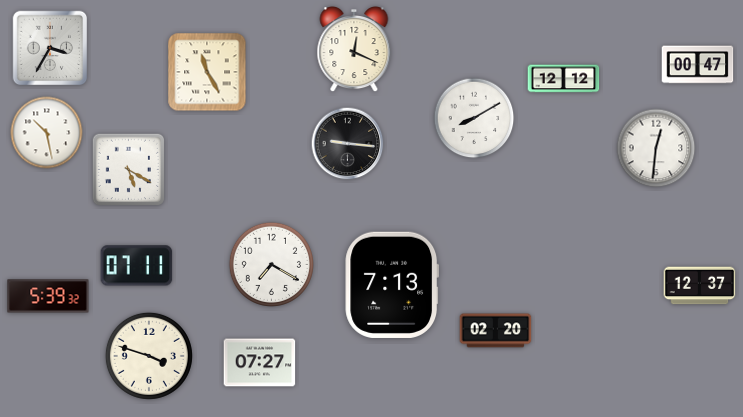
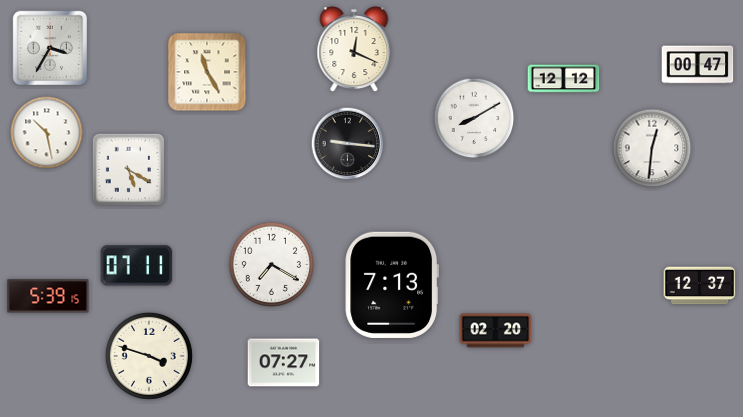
clock at (656, 148) position: (656, 148) -> (652, 148)
clock at (48, 296): 5:39:32 -> 5:39:15
clock at (260, 363) position: (260, 363) -> (284, 363)
